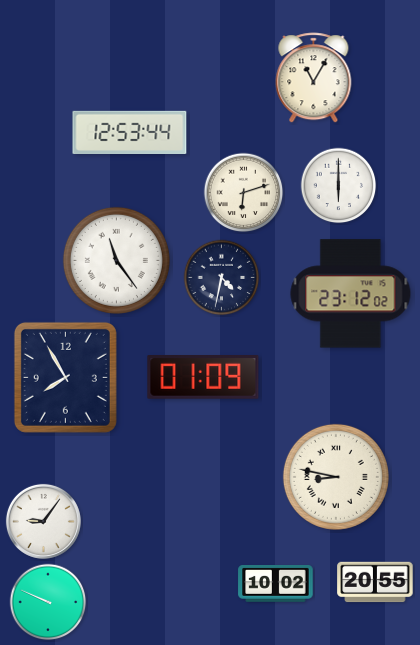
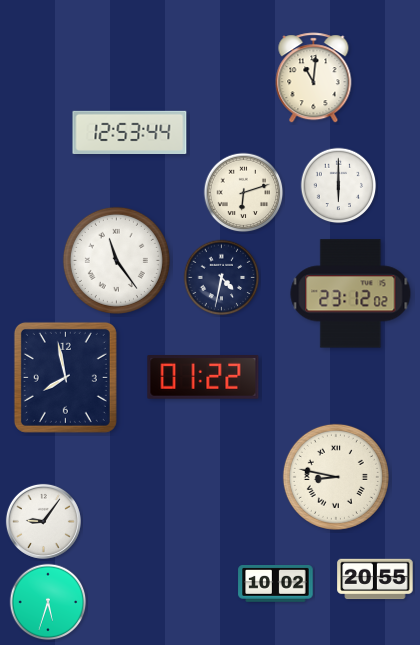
clock at (314, 78): 11:05 -> 11:01
clock at (65, 377): 7:55 -> 7:58
clock at (203, 378): 01:09 -> 01:22
clock at (375, 582) position: (375, 582) -> (375, 579)
clock at (48, 602): 9:49 -> 5:33
